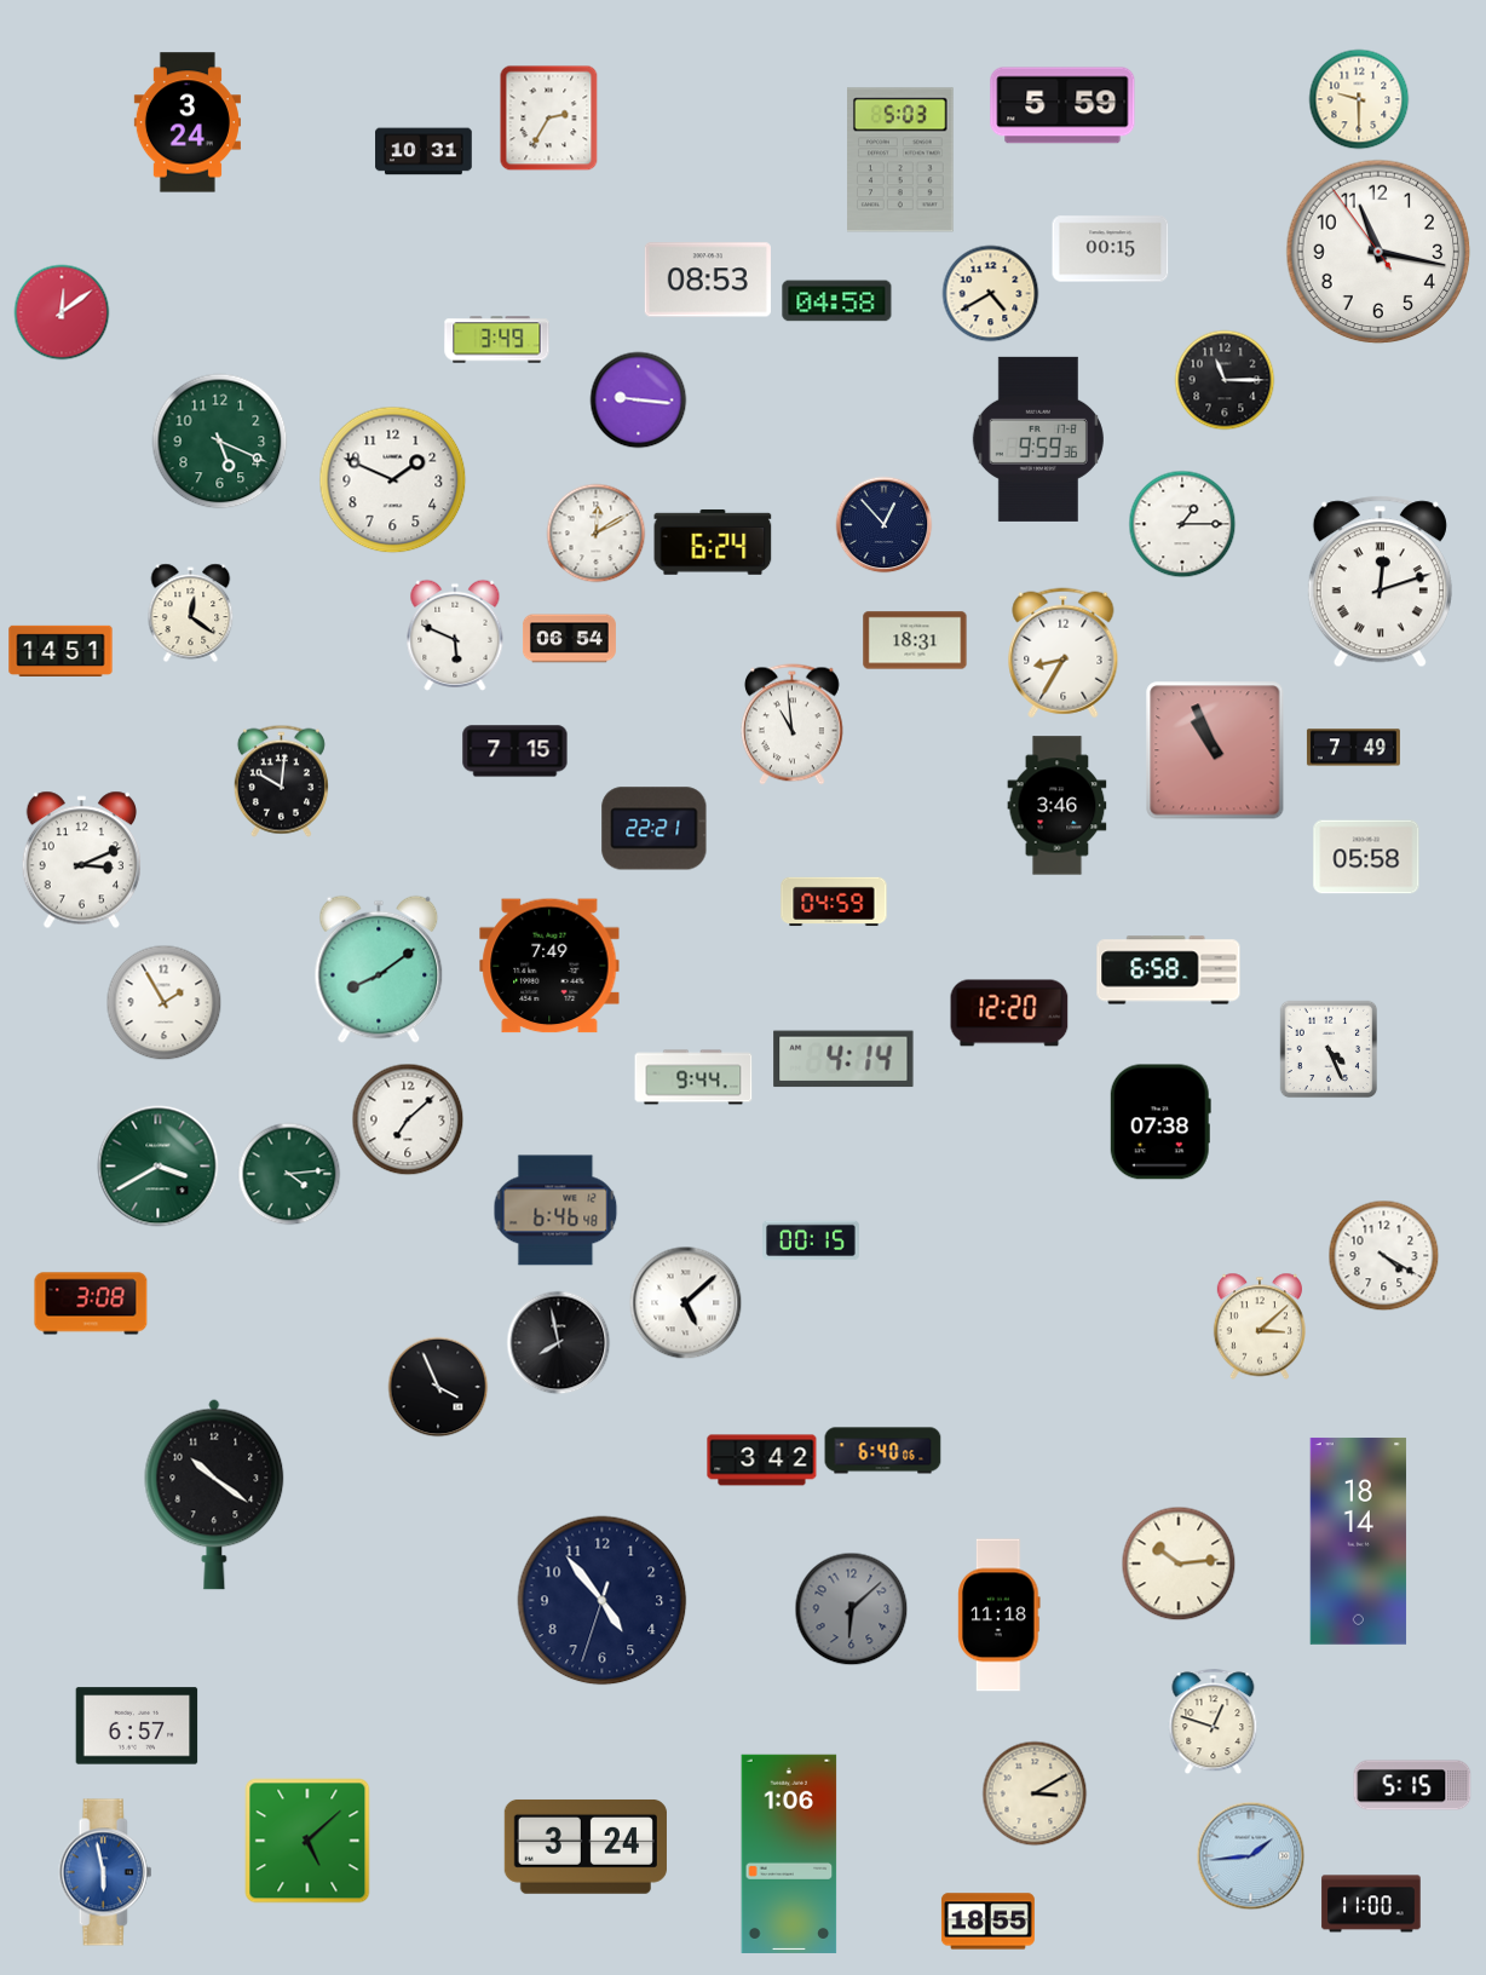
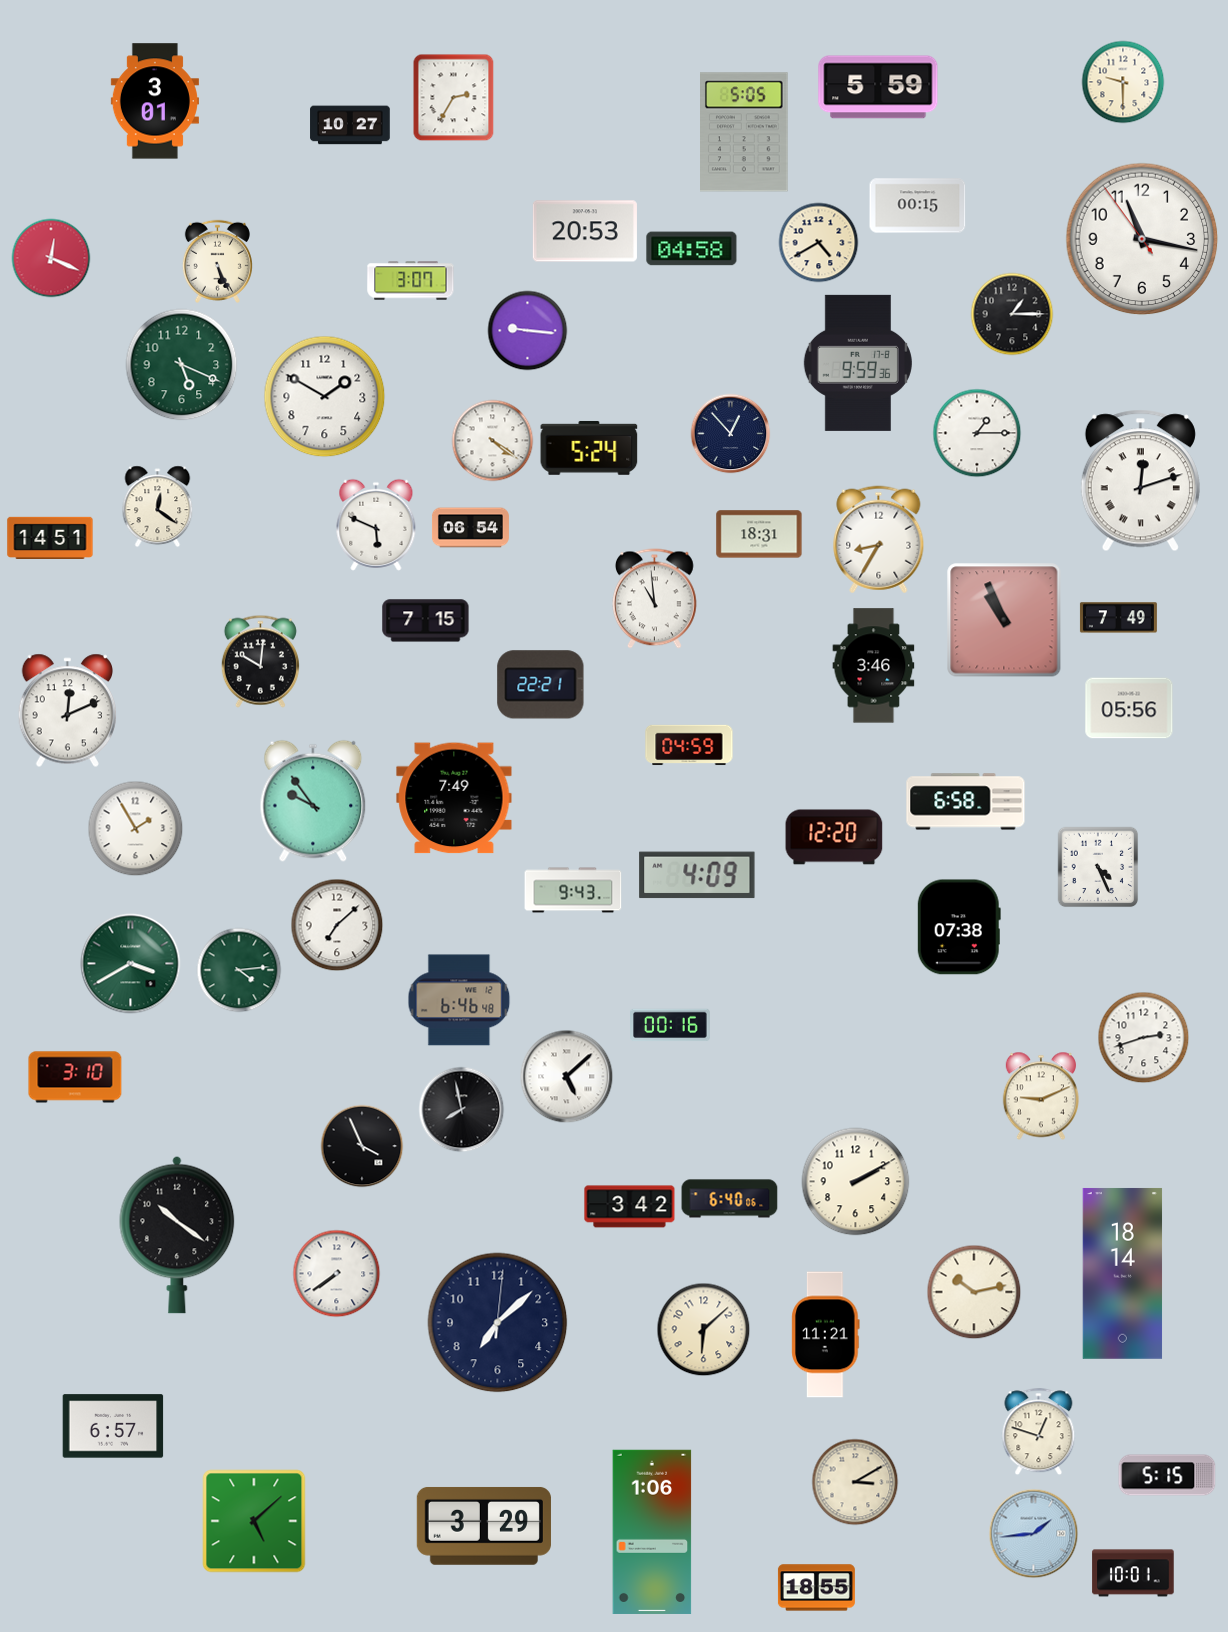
clock at (188, 122): 3:24 -> 3:01
clock at (424, 151): 10:31 -> 10:27
clock at (902, 160): 5:03 -> 5:05
clock at (1378, 252) position: (1378, 252) -> (1142, 239)
clock at (708, 280): 08:53 -> 20:53
clock at (62, 312): 12:09 -> 12:19
clock at (217, 261): none -> 5:26
clock at (497, 340): 3:49 -> 3:07
clock at (1225, 380): 11:15 -> 1:15
clock at (393, 480): 1:49 -> 1:50
clock at (597, 534): 12:10 -> 4:21
clock at (713, 542): 6:24 -> 5:24
clock at (915, 640) position: (915, 640) -> (759, 534)
clock at (281, 781) position: (281, 781) -> (260, 661)
clock at (1366, 857): 05:58 -> 05:56
clock at (81, 860): 3:11 -> 12:11
clock at (379, 969): 8:09 -> 9:54
clock at (843, 1059): 4:14 -> 4:09
clock at (693, 1077): 9:44 -> 9:43
clock at (811, 1240): 00:15 -> 00:16
clock at (1384, 1256): 4:20 -> 2:42
clock at (91, 1303): 3:08 -> 3:10
clock at (1260, 1326): 3:08 -> 9:11
clock at (856, 1182): none -> 2:10
clock at (337, 1274): none -> 7:39
clock at (1179, 1564): 10:14 -> 10:13
clock at (603, 1601): 4:53 -> 7:08
clock at (852, 1610) dial: grey -> cream
clock at (1000, 1616): 11:18 -> 11:21
clock at (1214, 1722) position: (1214, 1722) -> (1039, 1432)
clock at (586, 1847): 3:24 -> 3:29
clock at (105, 1872): 5:58 -> none
clock at (1371, 1904): 11:00 -> 10:01
